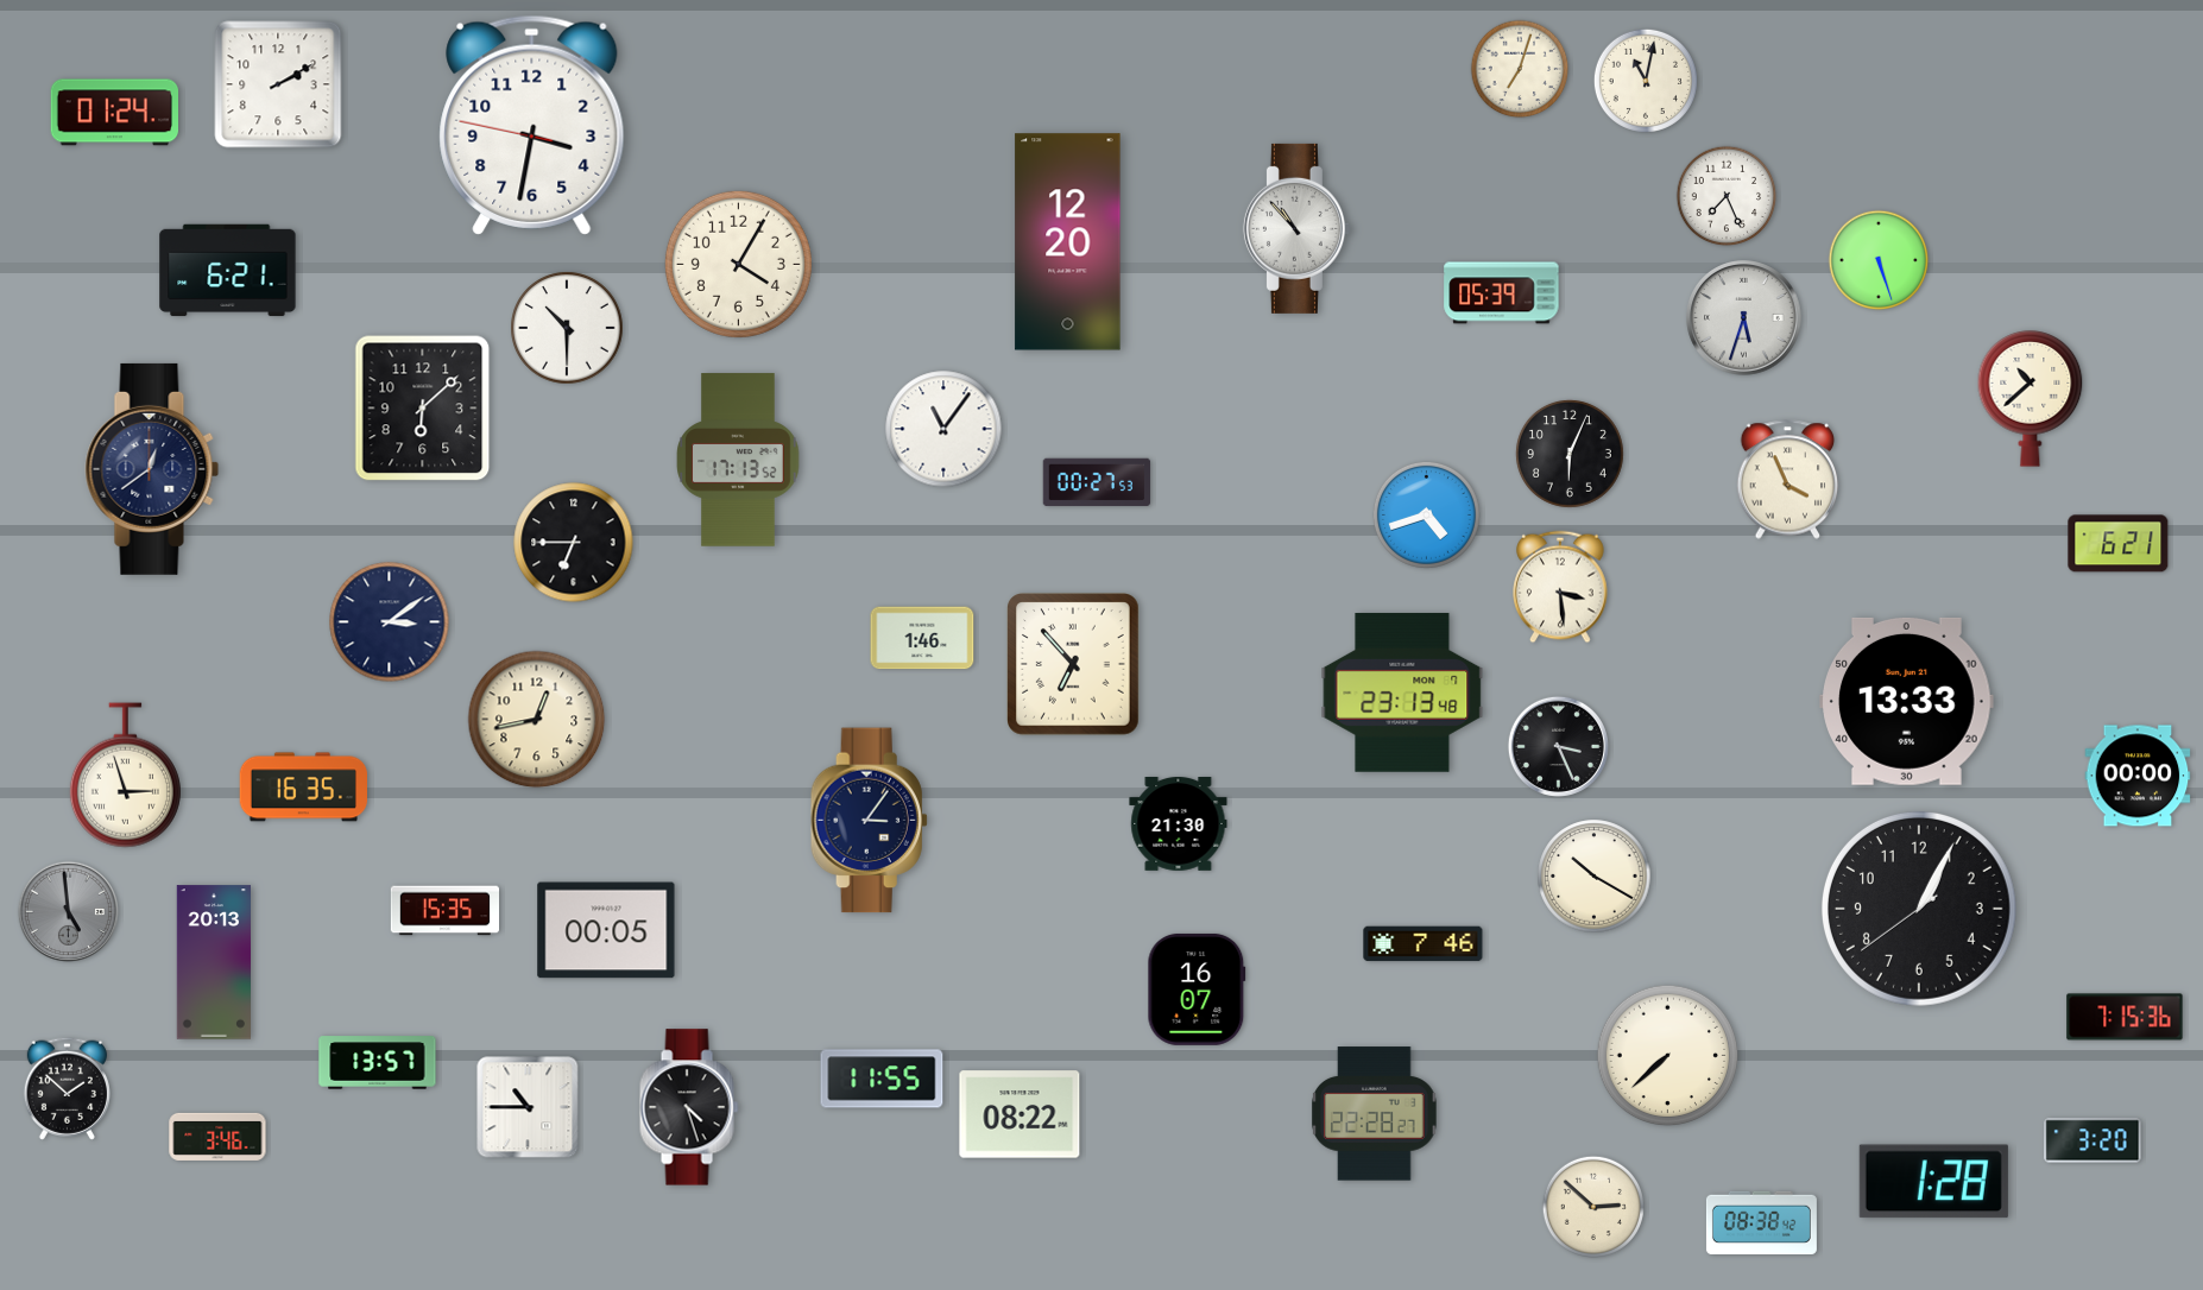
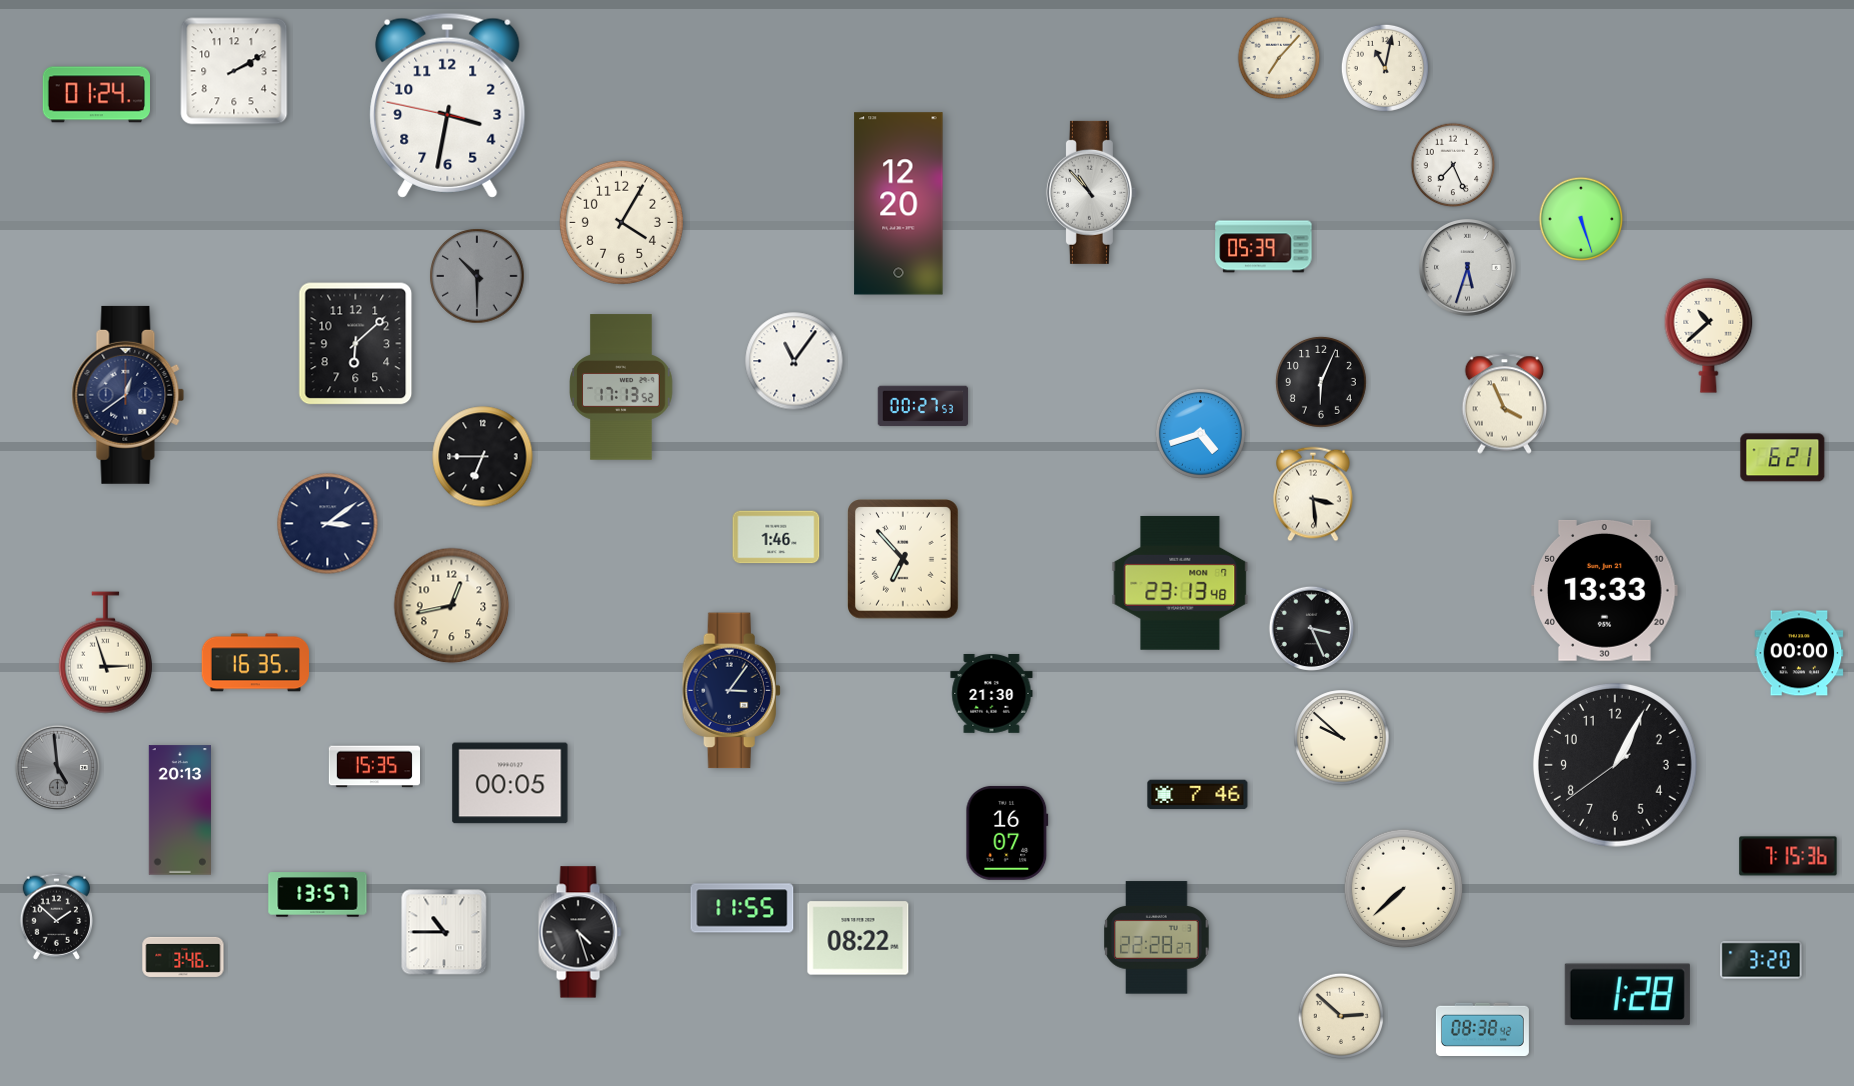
clock at (1520, 69): 7:03 -> 7:07
clock at (228, 271): 6:21 -> none
clock at (567, 328) dial: white -> grey
clock at (1595, 877): 10:20 -> 9:52
